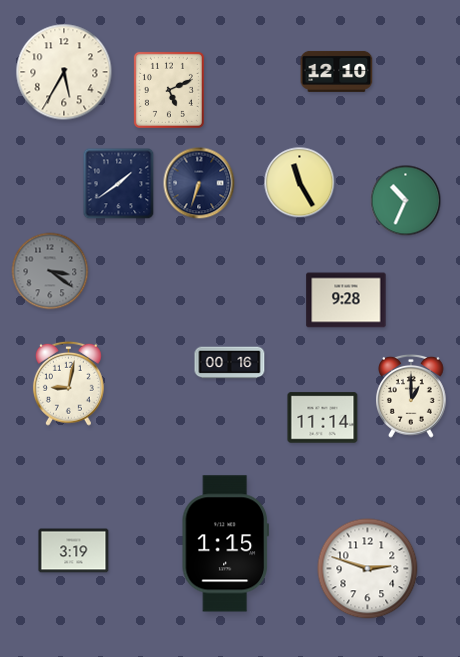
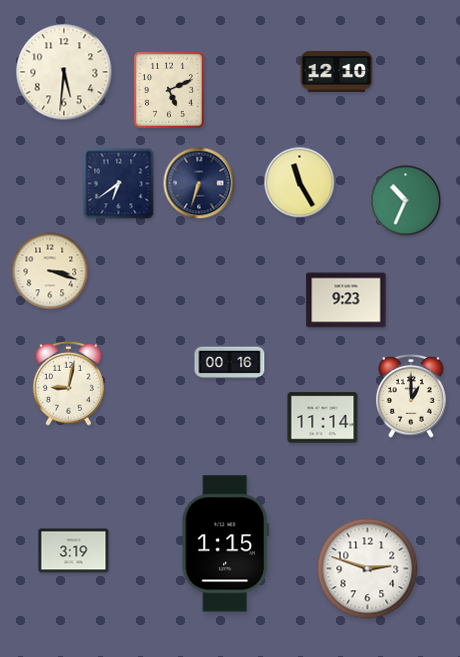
clock at (64, 72): 5:35 -> 5:31
clock at (119, 184): 1:39 -> 6:39
clock at (50, 271): 3:21 -> 3:18
clock at (50, 271) dial: grey -> cream
clock at (346, 300): 9:28 -> 9:23
